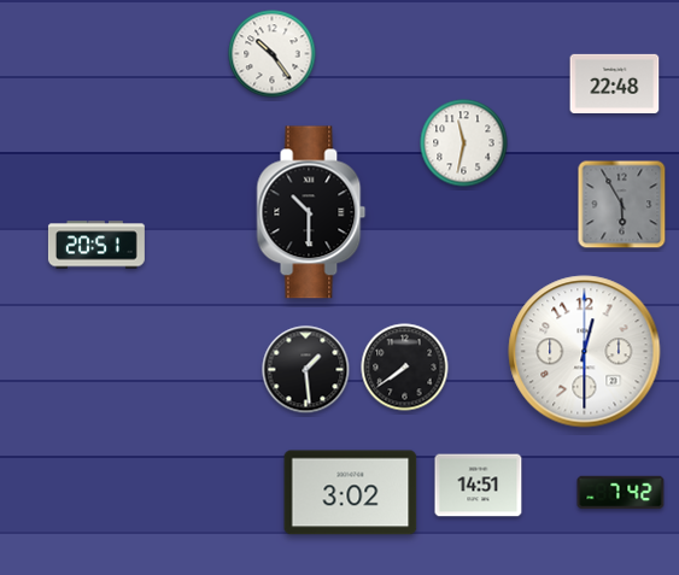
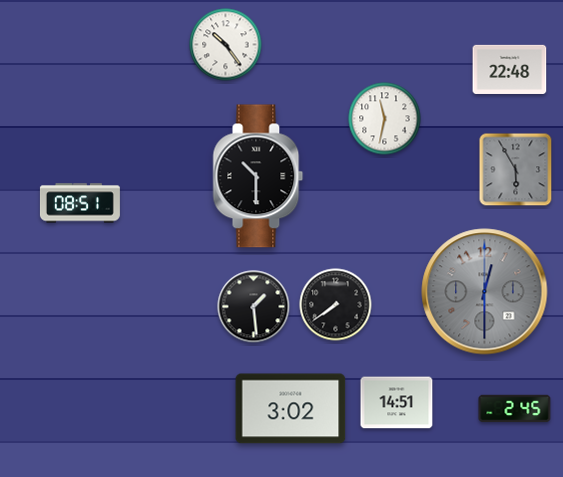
clock at (96, 245): 20:51 -> 08:51
clock at (585, 352) dial: white -> grey
clock at (621, 493): 7:42 -> 2:45
